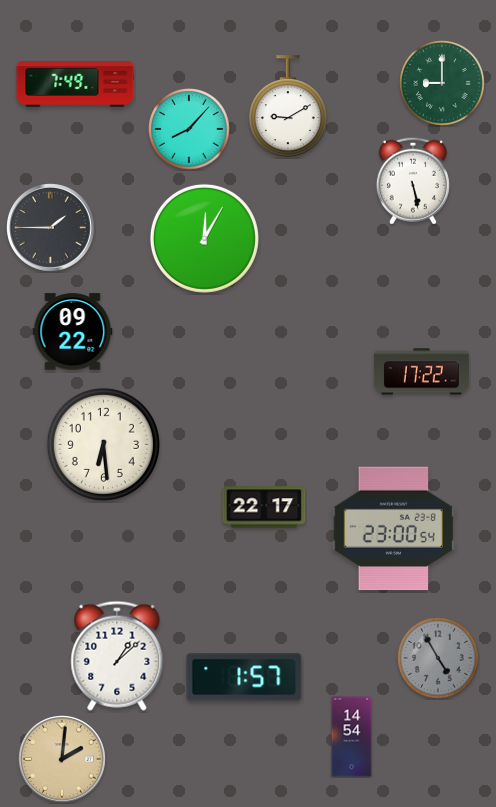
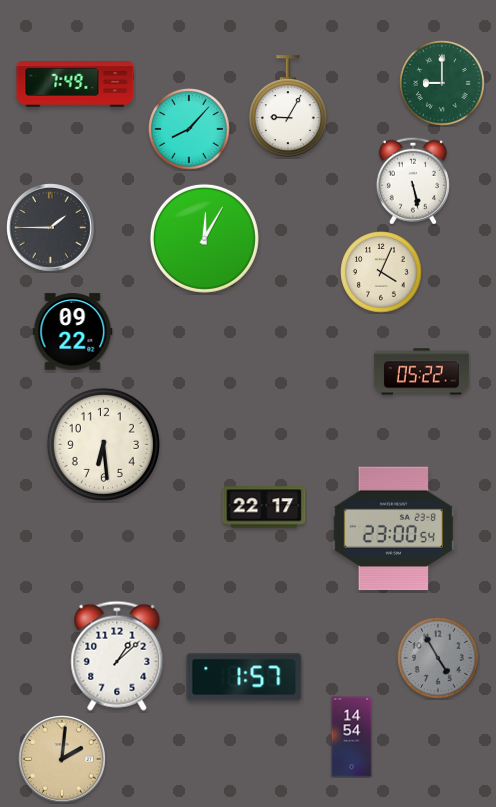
clock at (288, 107): 9:10 -> 9:05
clock at (381, 272): none -> 4:04
clock at (421, 372): 17:22 -> 05:22
